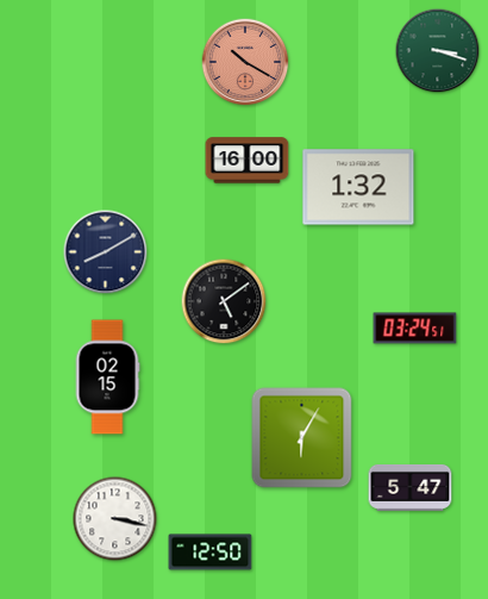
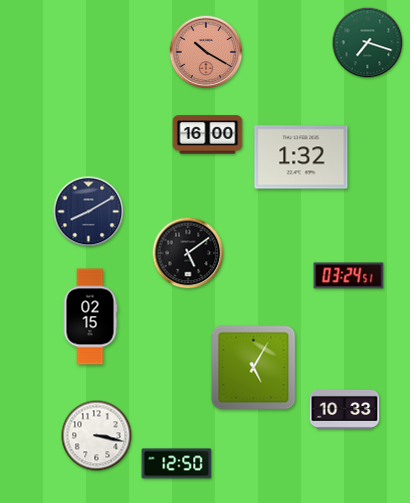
clock at (438, 51): 3:18 -> 7:18
clock at (302, 438): 6:05 -> 5:05
clock at (411, 487): 5:47 -> 10:33
